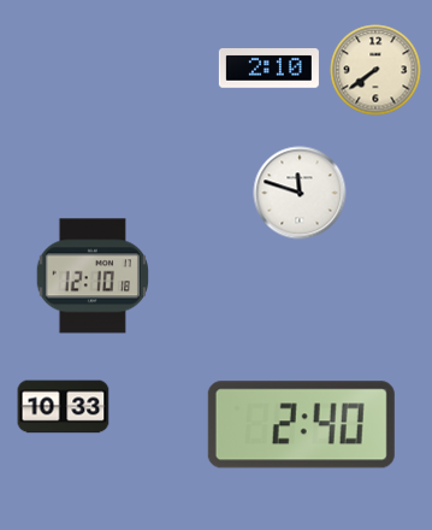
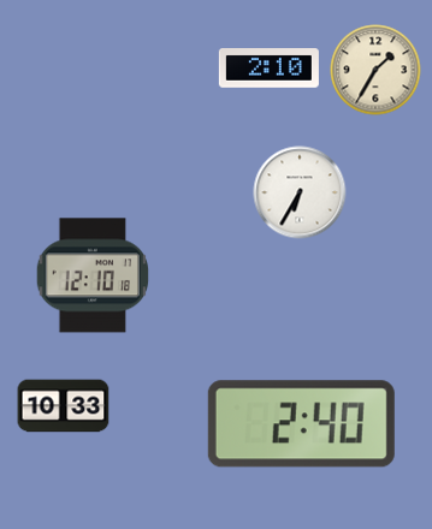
clock at (375, 70): 7:39 -> 1:35
clock at (300, 193): 11:48 -> 6:35
